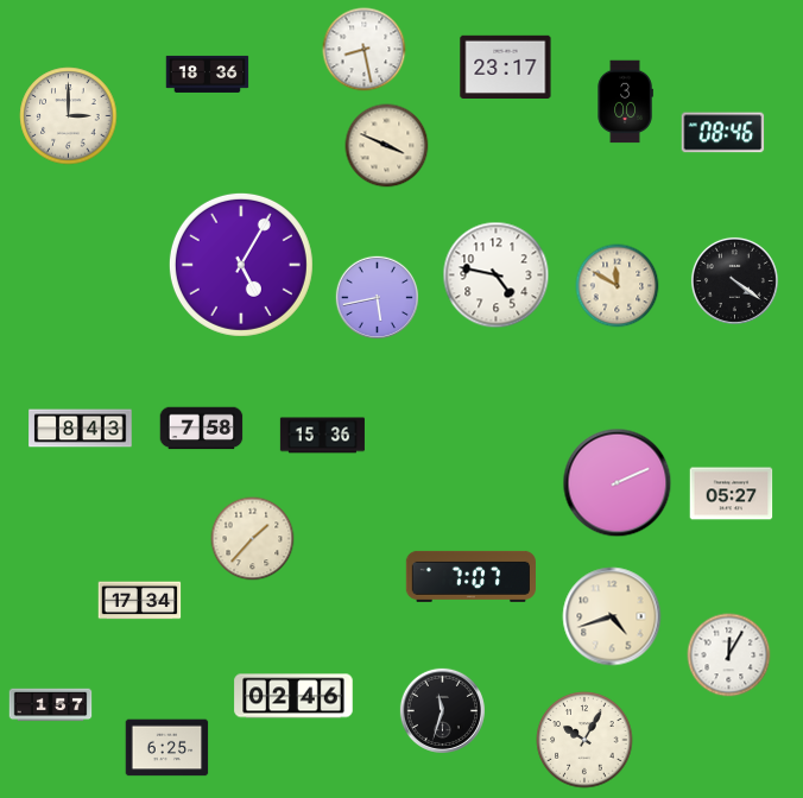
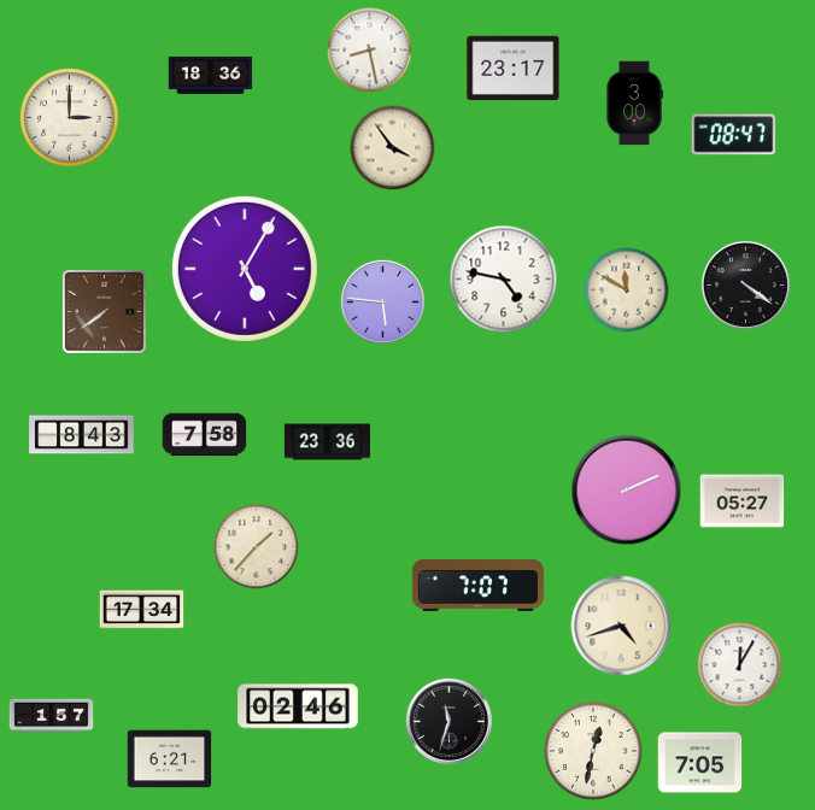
clock at (723, 133): 08:46 -> 08:47
clock at (387, 146): 3:49 -> 3:54
clock at (378, 298): 5:43 -> 5:46
clock at (104, 311): none -> 7:39
clock at (322, 436): 15:36 -> 23:36
clock at (584, 740): 10:05 -> 12:32
clock at (167, 748): 6:25 -> 6:21
clock at (700, 763): none -> 7:05
